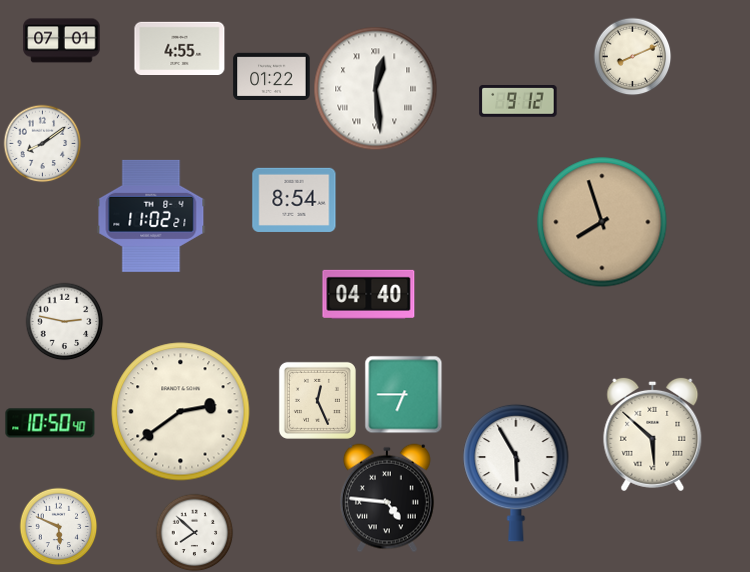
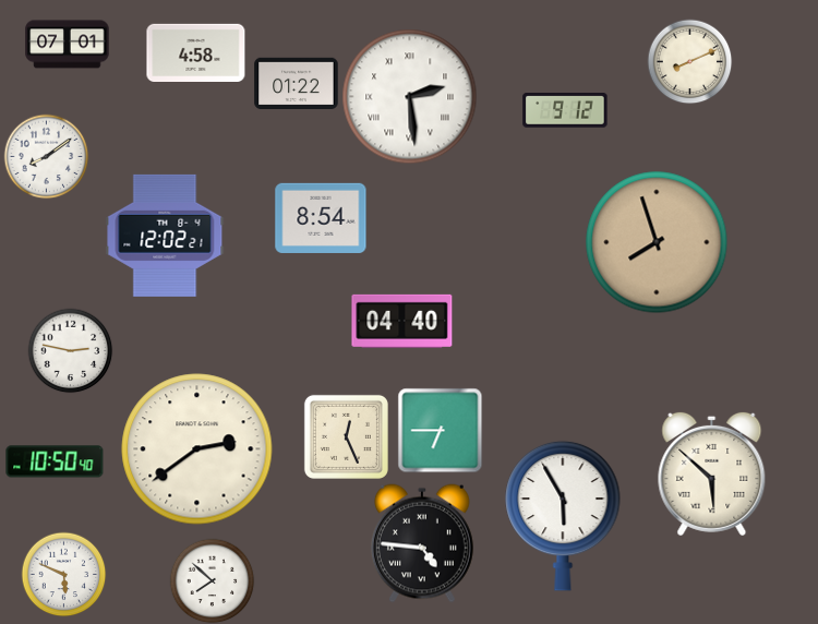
clock at (180, 48): 4:55 -> 4:58
clock at (376, 89): 12:29 -> 2:29
clock at (151, 216): 11:02 -> 12:02
